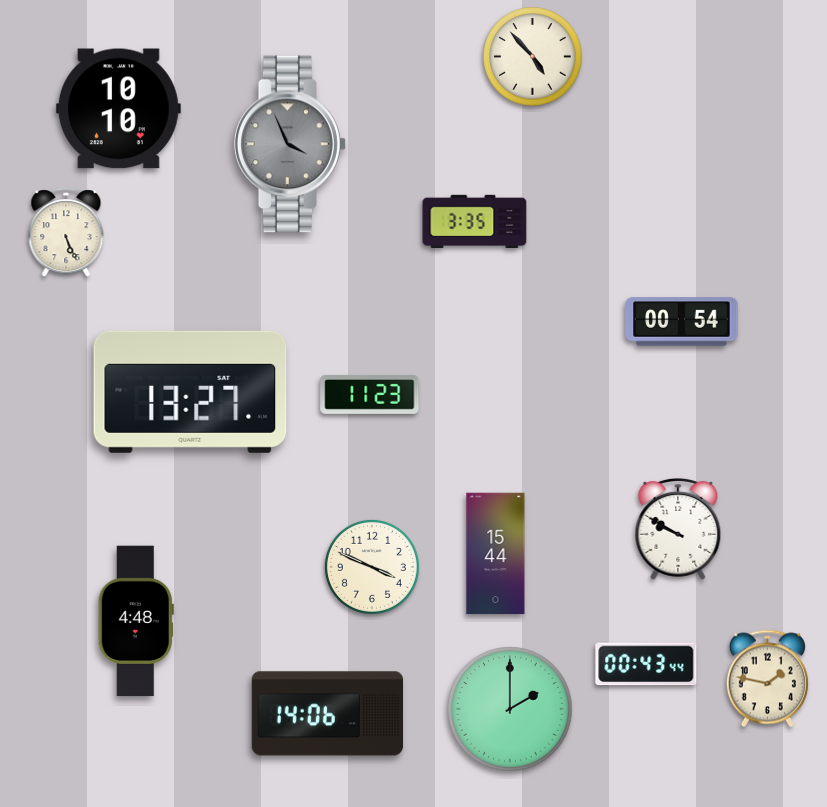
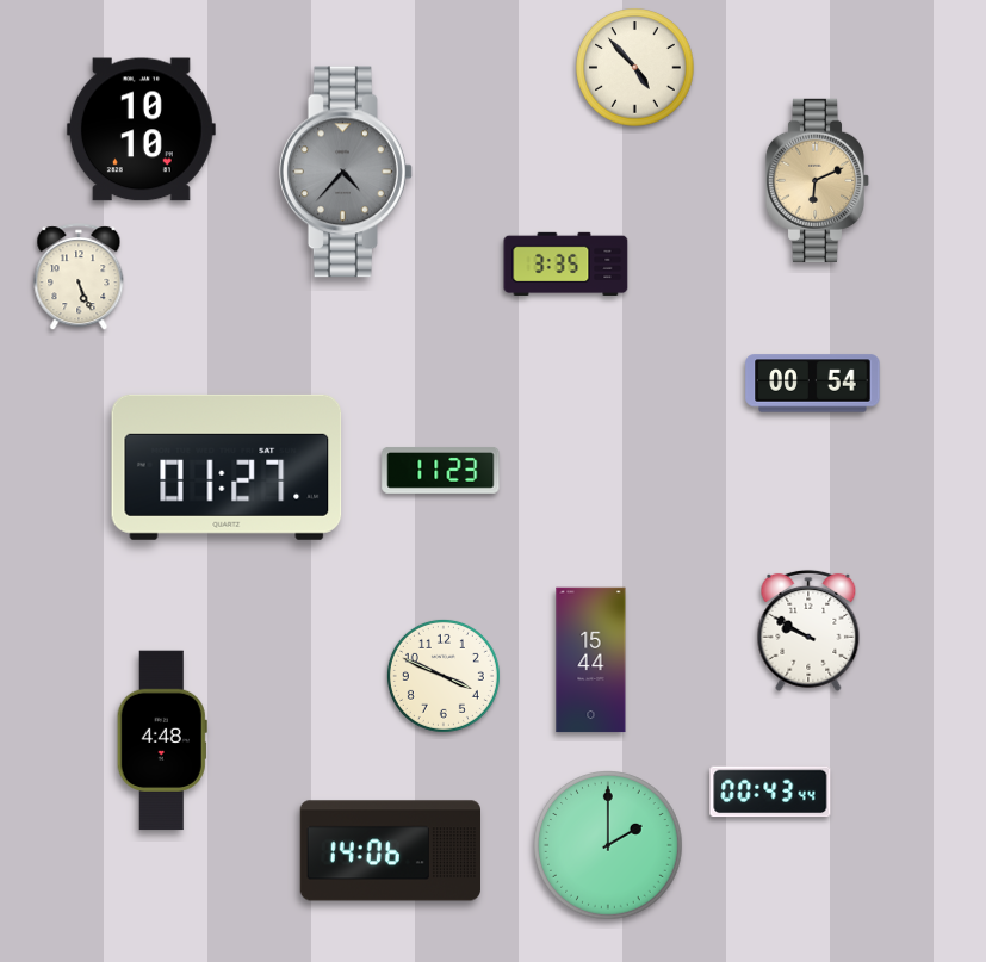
clock at (291, 144): 3:56 -> 4:37
clock at (818, 180): none -> 6:11
clock at (190, 392): 13:27 -> 01:27
clock at (767, 679): 1:47 -> none
